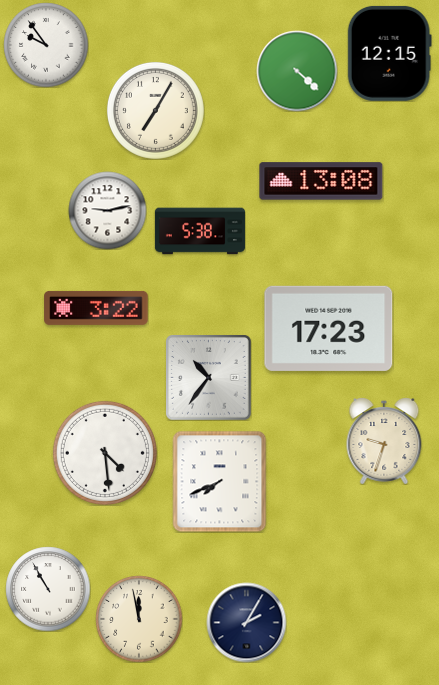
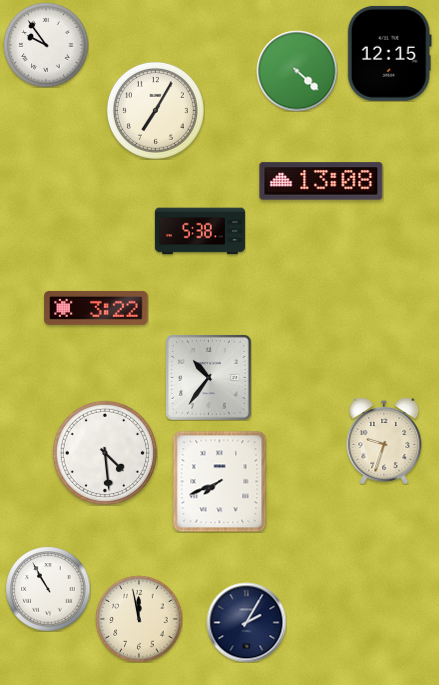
clock at (107, 210): 9:13 -> none
clock at (329, 328): 17:23 -> none
